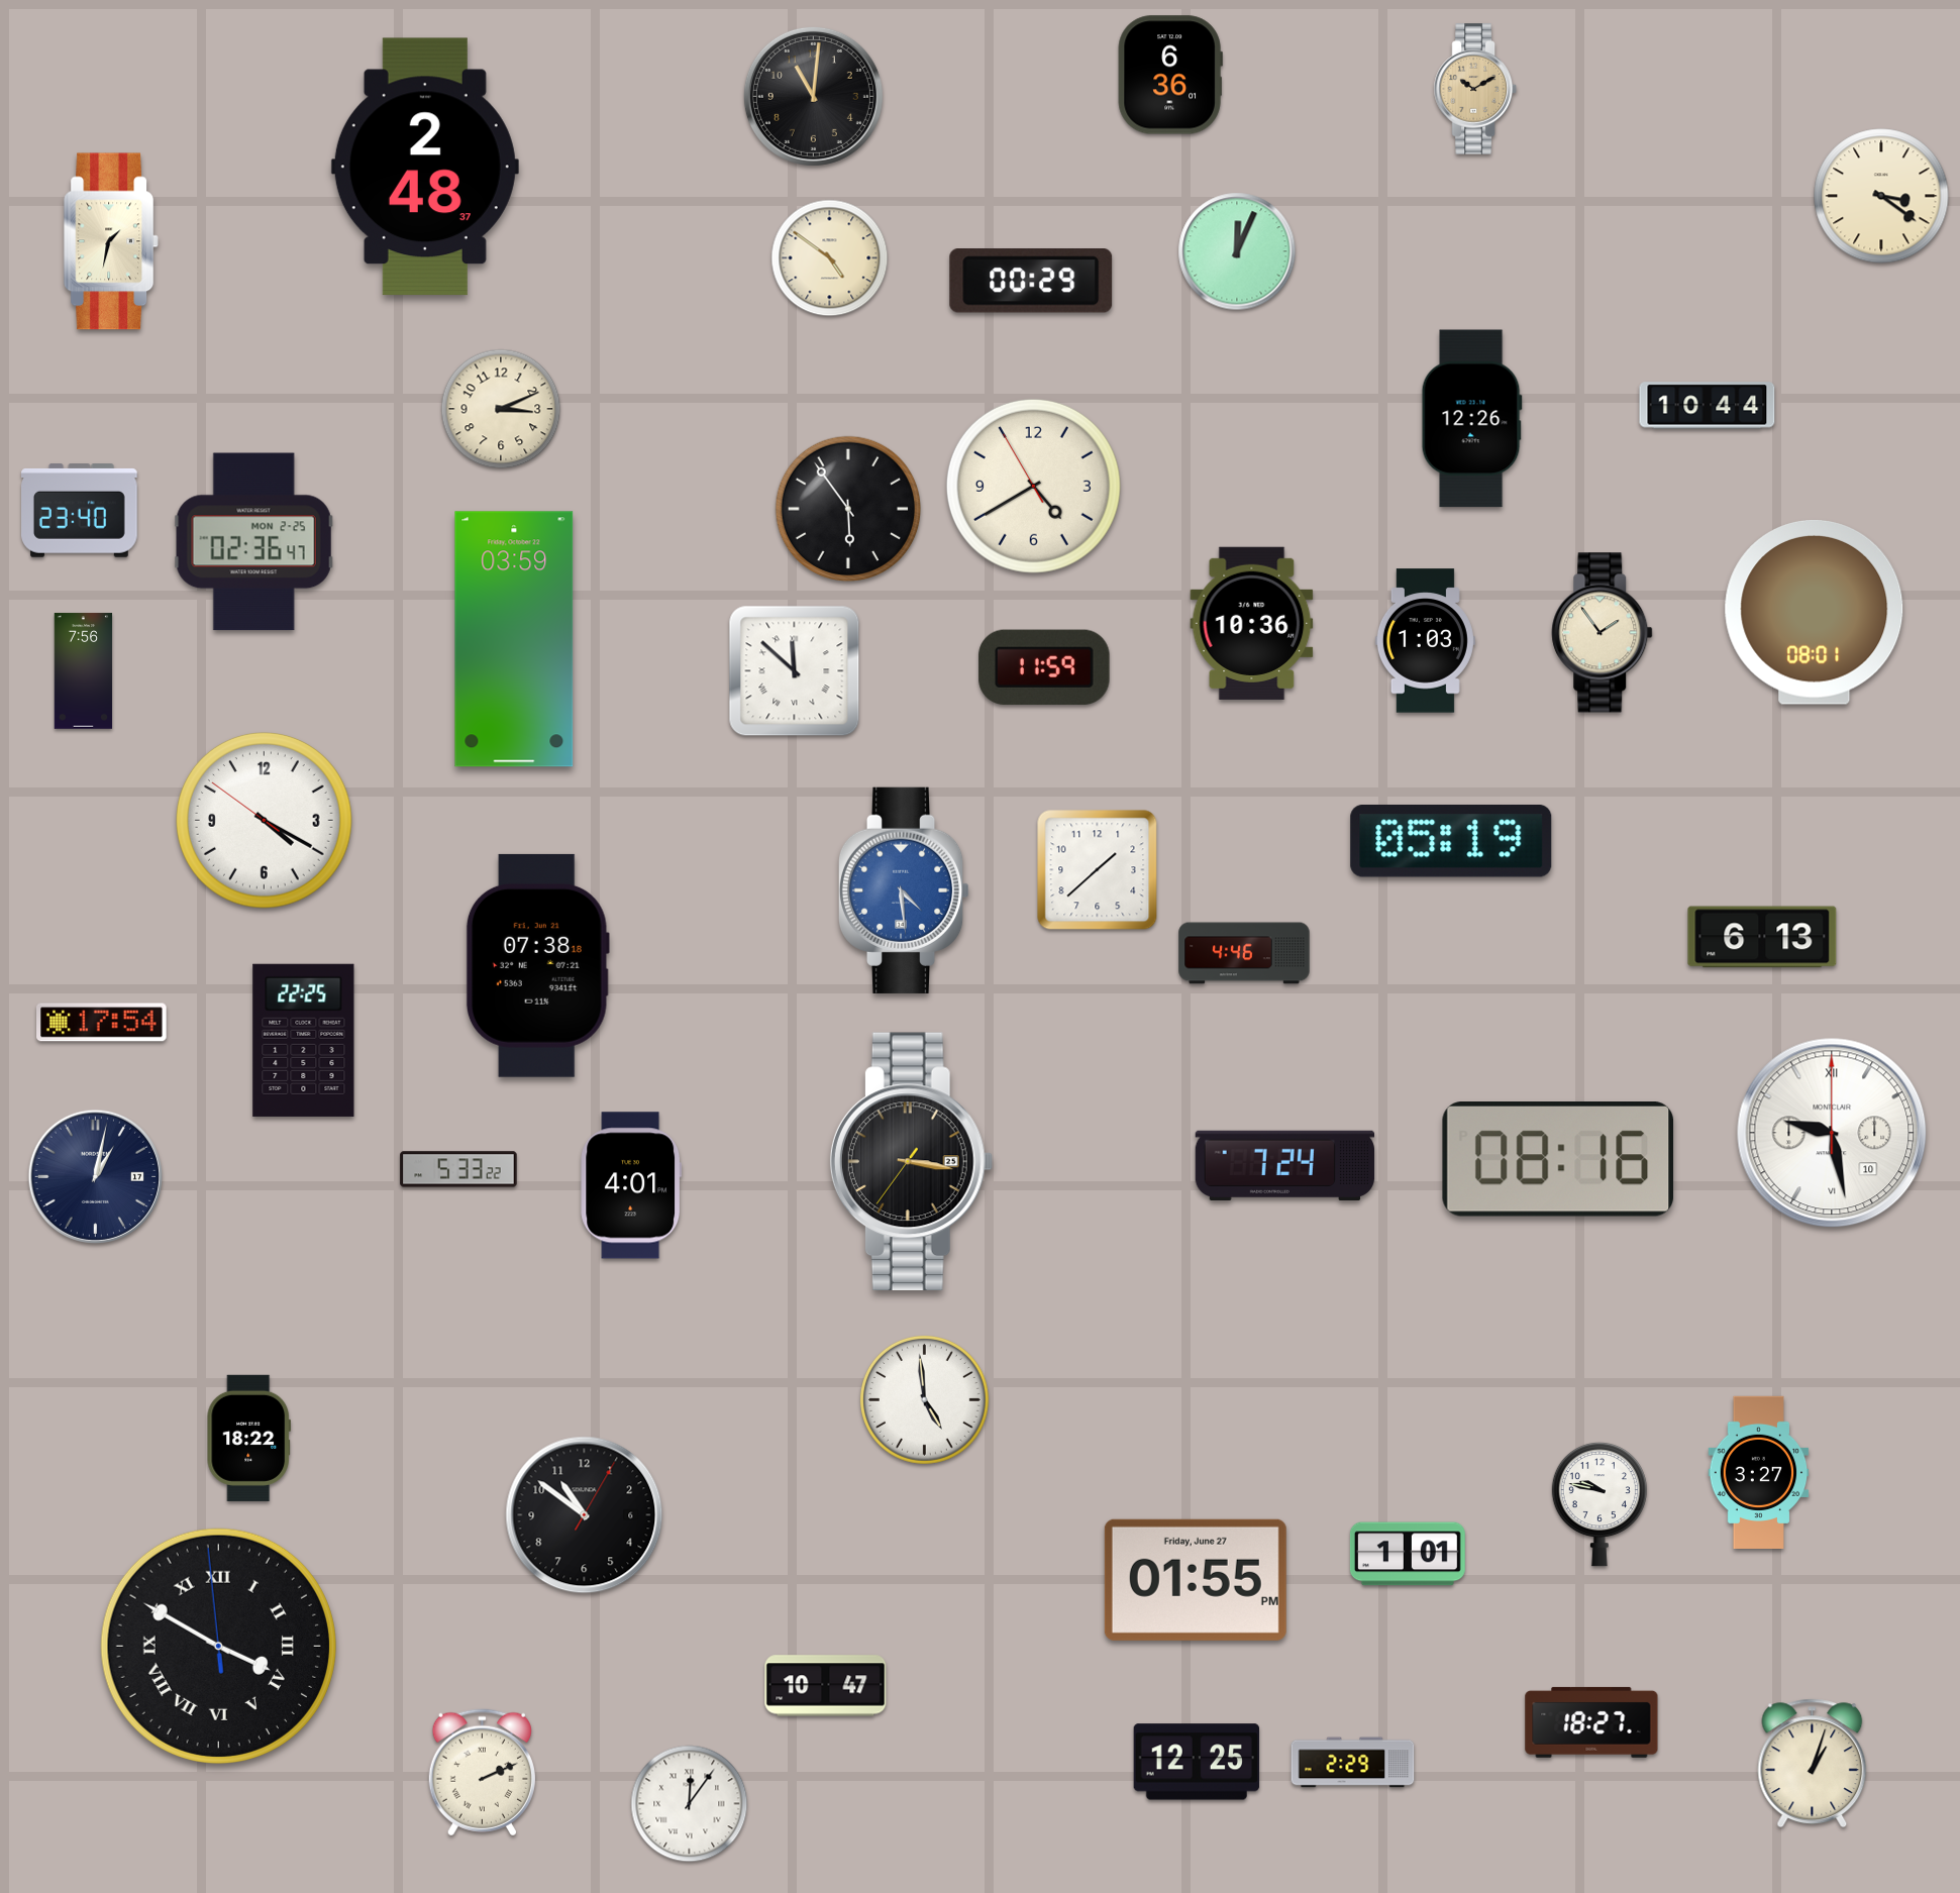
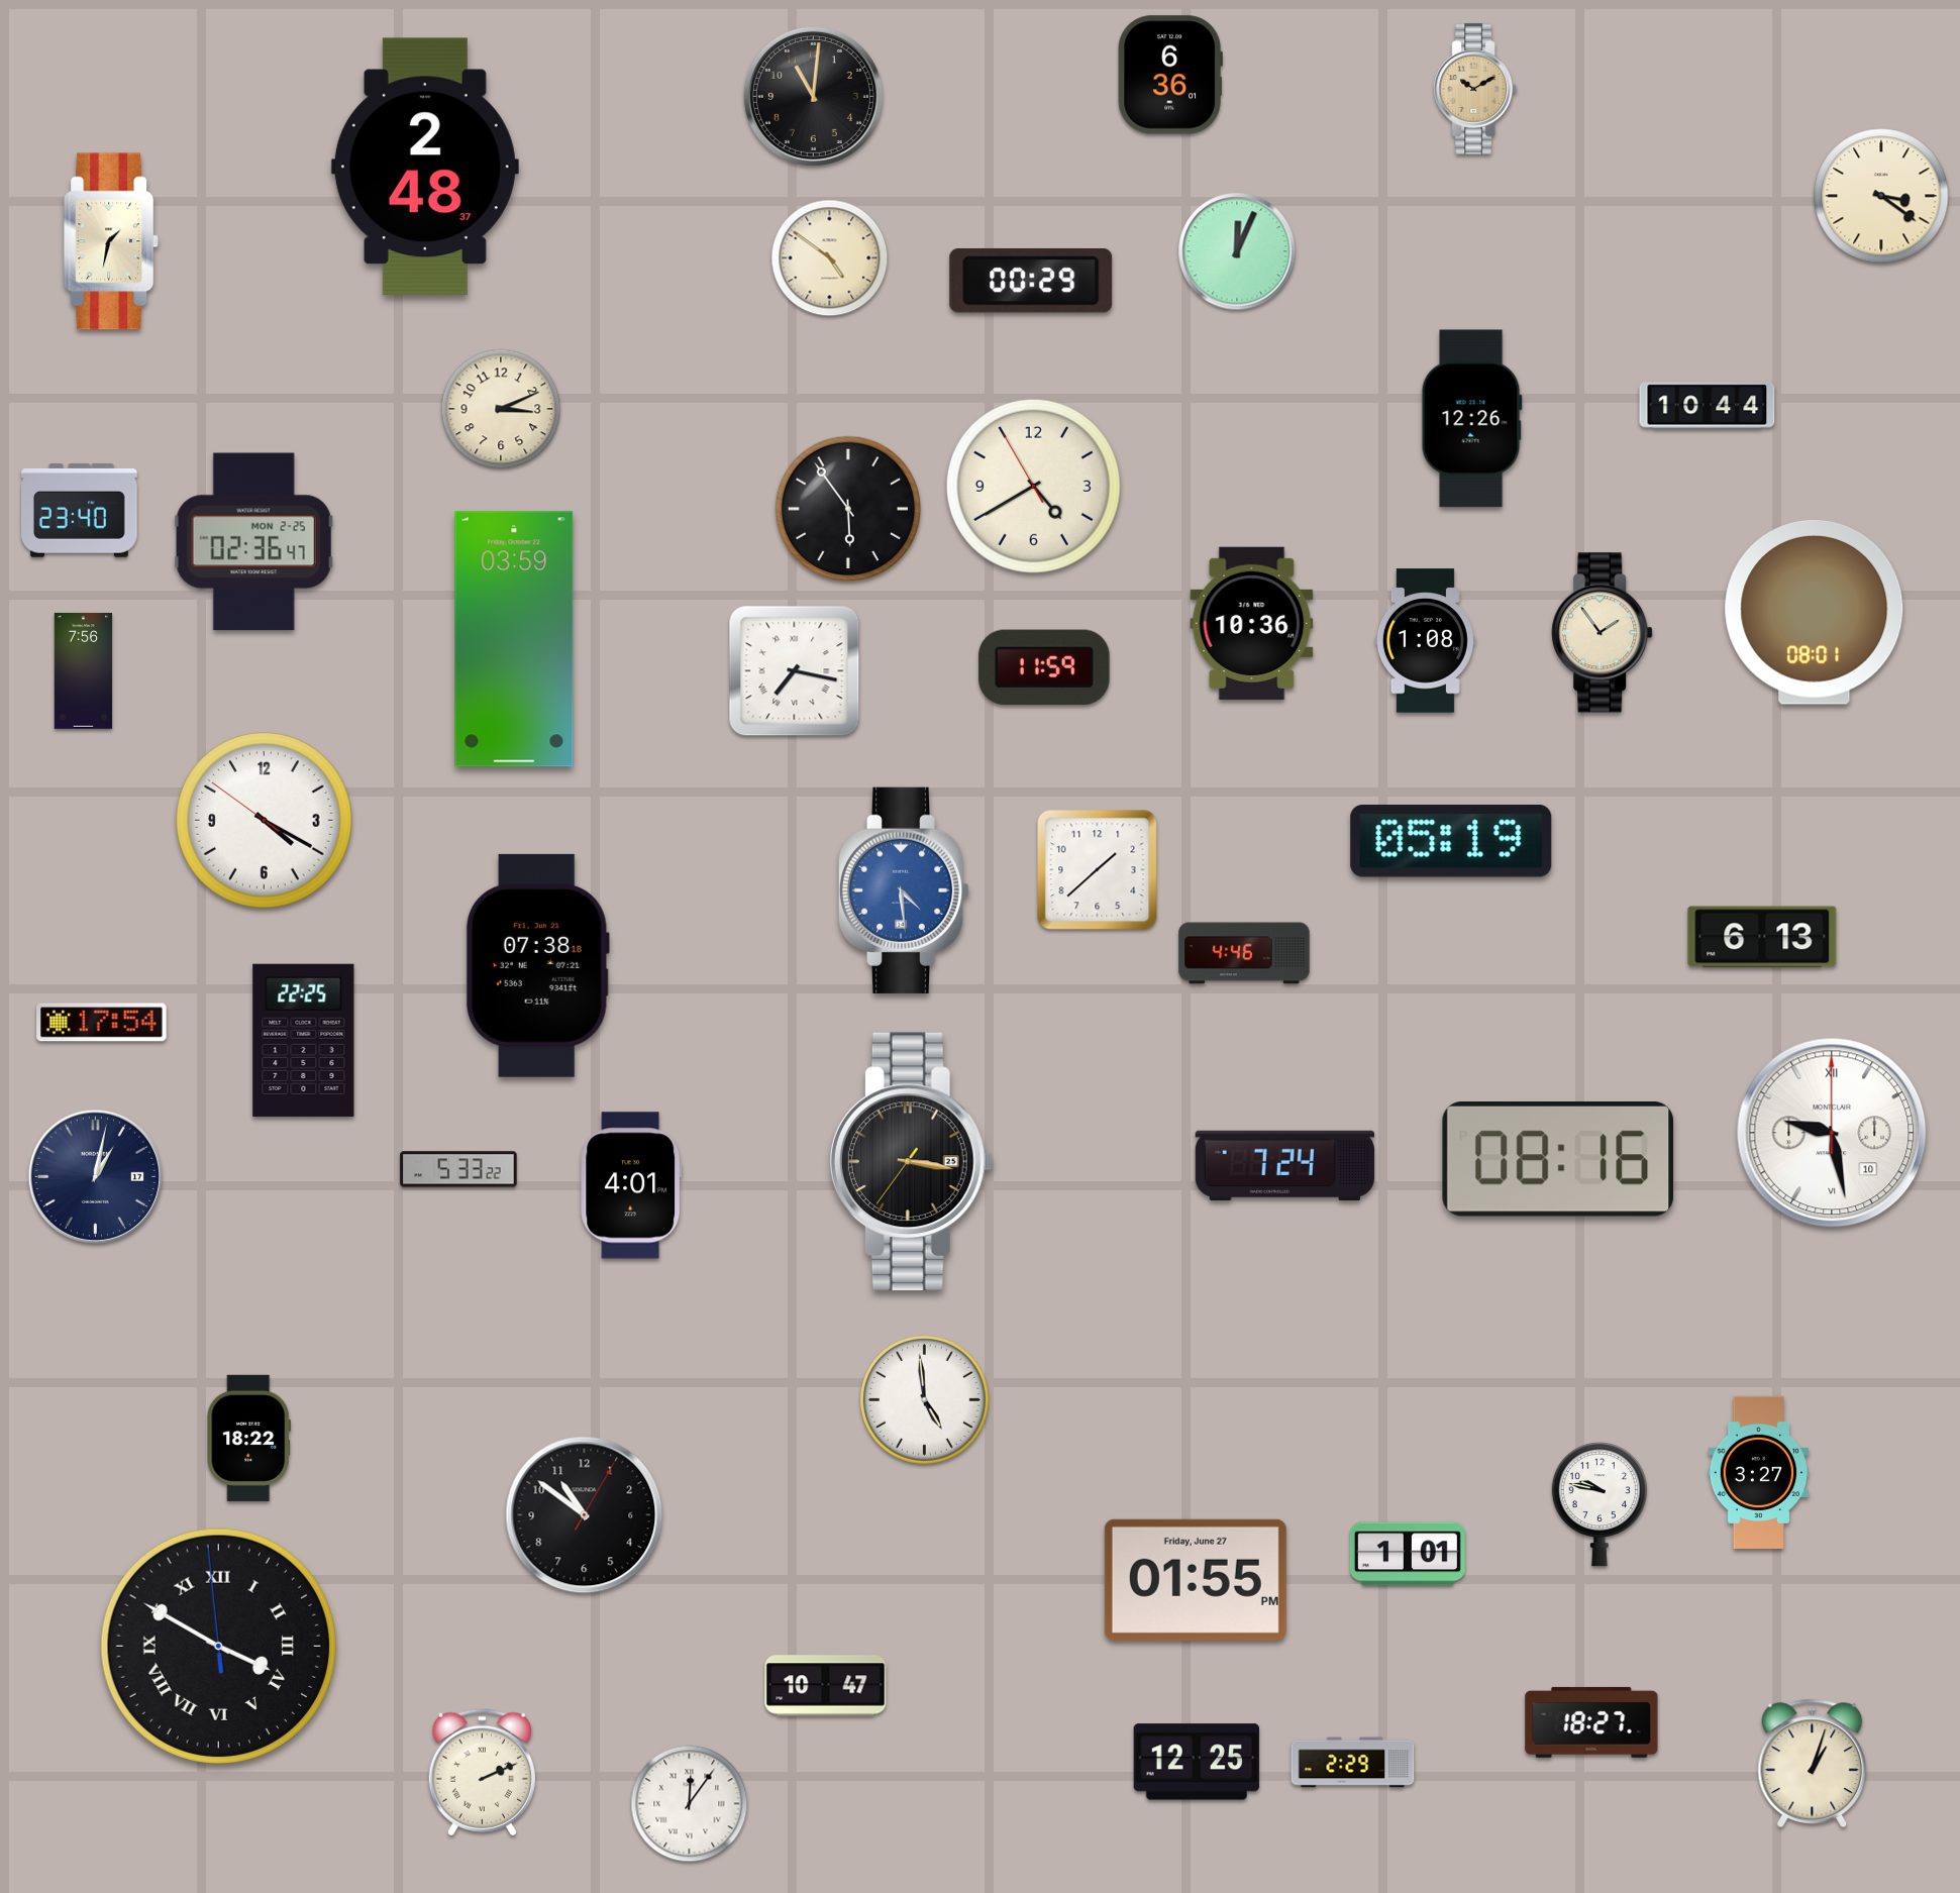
clock at (1425, 641): 1:03 -> 1:08
clock at (795, 671): 11:52 -> 7:17
